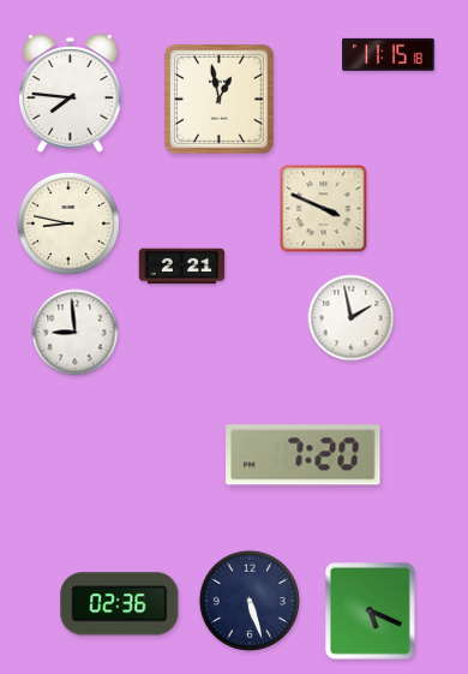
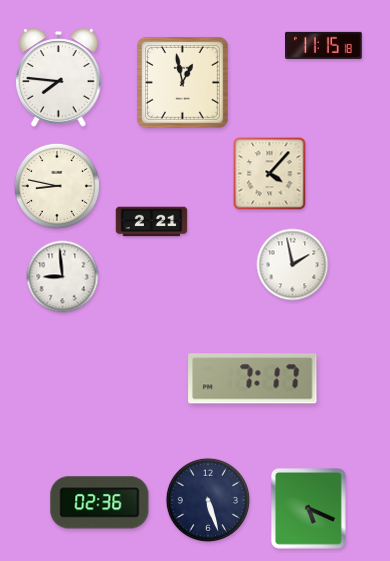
clock at (324, 209): 3:49 -> 4:07
clock at (304, 455): 7:20 -> 7:17
